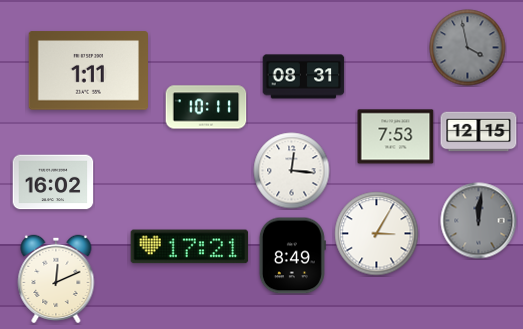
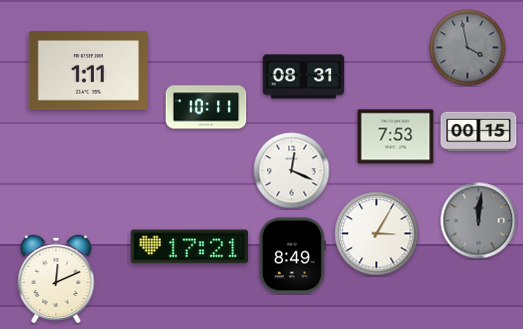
clock at (479, 132): 12:15 -> 00:15
clock at (292, 171): 12:16 -> 12:19
clock at (53, 182): 16:02 -> none
